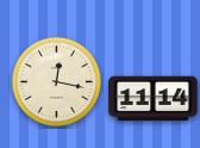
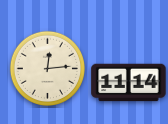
clock at (56, 81): 12:17 -> 12:14
